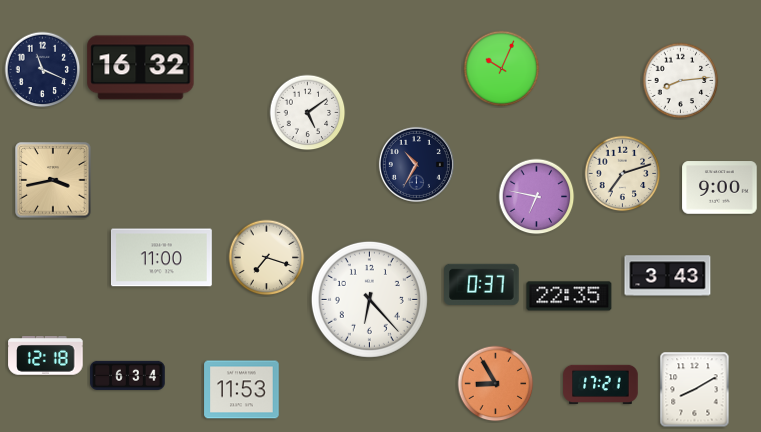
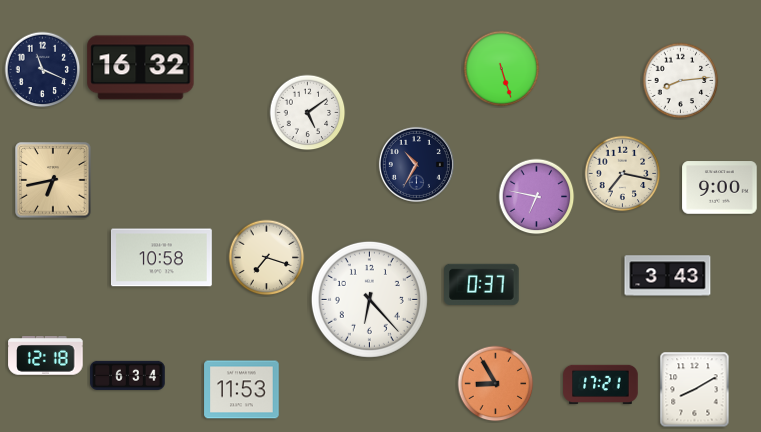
clock at (502, 69): 10:04 -> 5:27
clock at (623, 174): 7:12 -> 7:17
clock at (53, 180): 3:43 -> 6:43
clock at (161, 258): 11:00 -> 10:58
clock at (569, 296): 22:35 -> none
